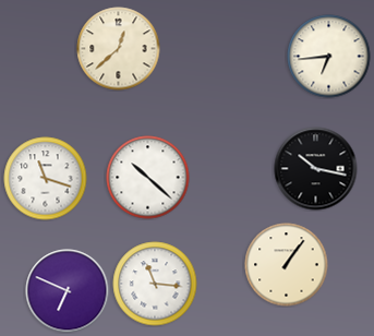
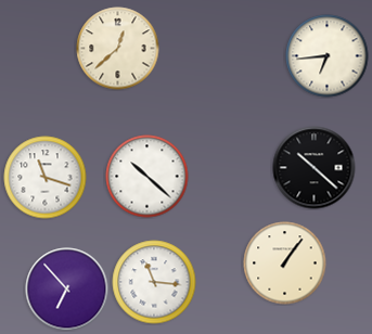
clock at (316, 169): 10:17 -> 10:22
clock at (68, 291): 6:49 -> 6:53
